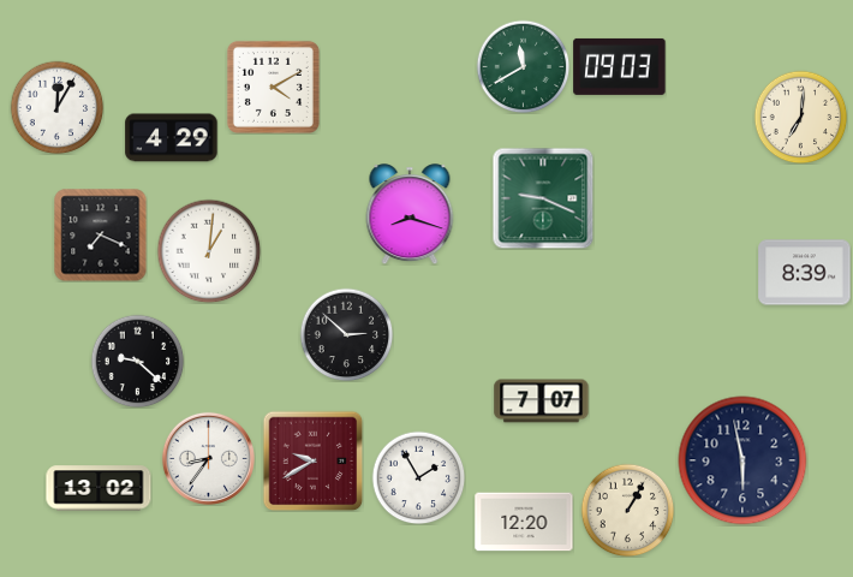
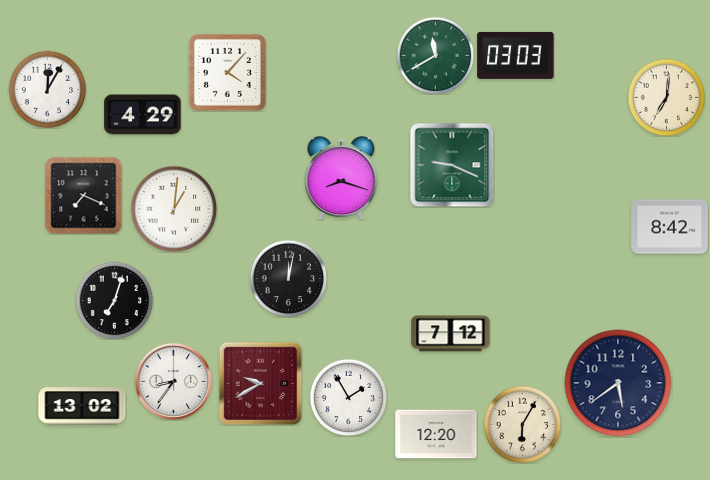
clock at (620, 66): 09:03 -> 03:03
clock at (273, 87): 4:10 -> 4:07
clock at (805, 273): 8:39 -> 8:42
clock at (346, 334): 2:52 -> 12:02
clock at (137, 361): 9:22 -> 7:03
clock at (542, 401): 7:07 -> 7:12
clock at (742, 460): 5:58 -> 5:39
clock at (627, 510): 1:05 -> 6:05
